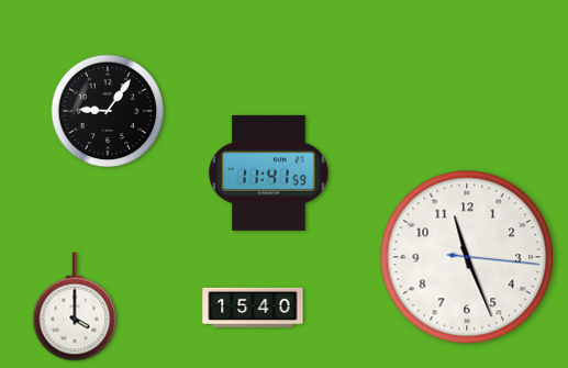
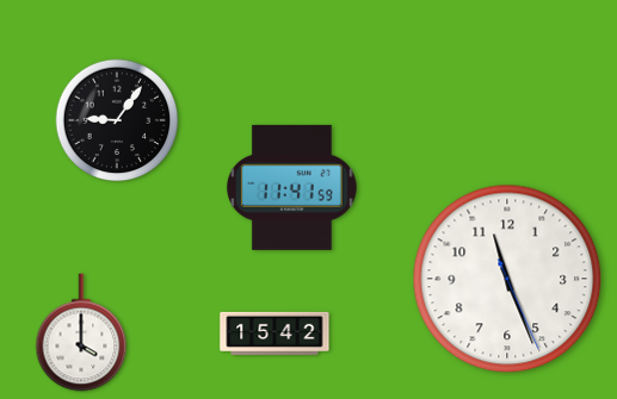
clock at (467, 257): 11:26:16 -> 11:26:26
clock at (253, 308): 15:40 -> 15:42
